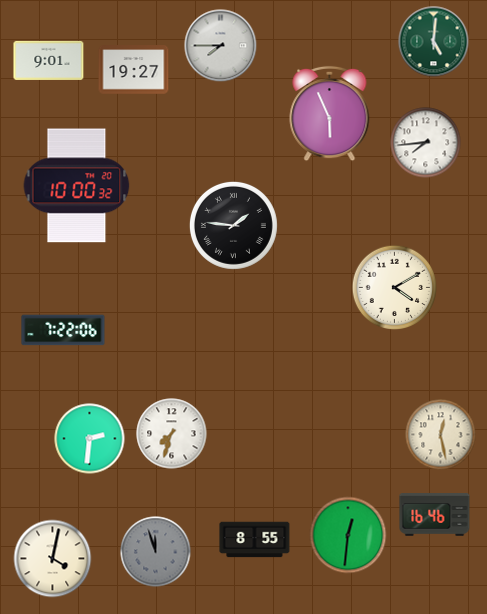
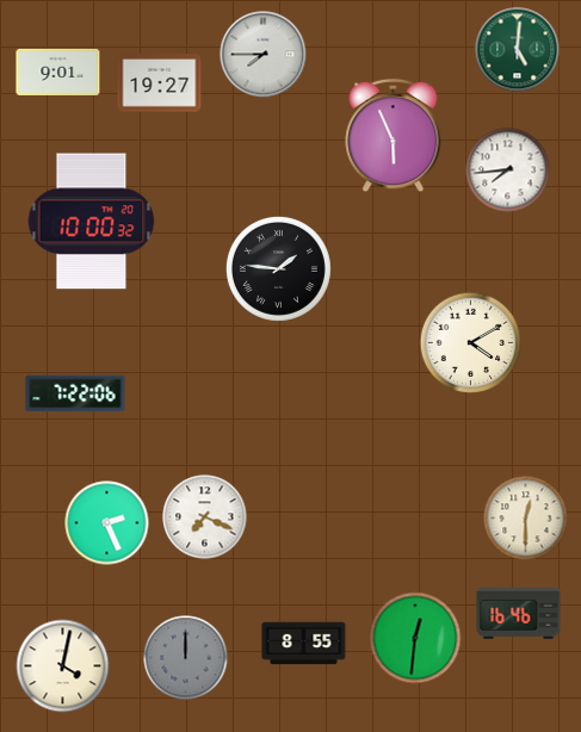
clock at (172, 434): 7:33 -> 7:19
clock at (441, 435): 12:28 -> 12:30
clock at (90, 439): 2:31 -> 2:26
clock at (156, 552): 11:57 -> 12:00
